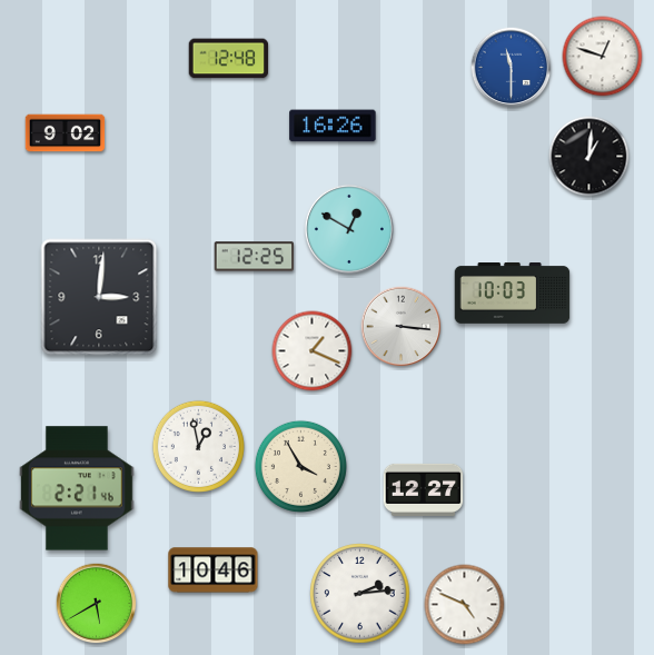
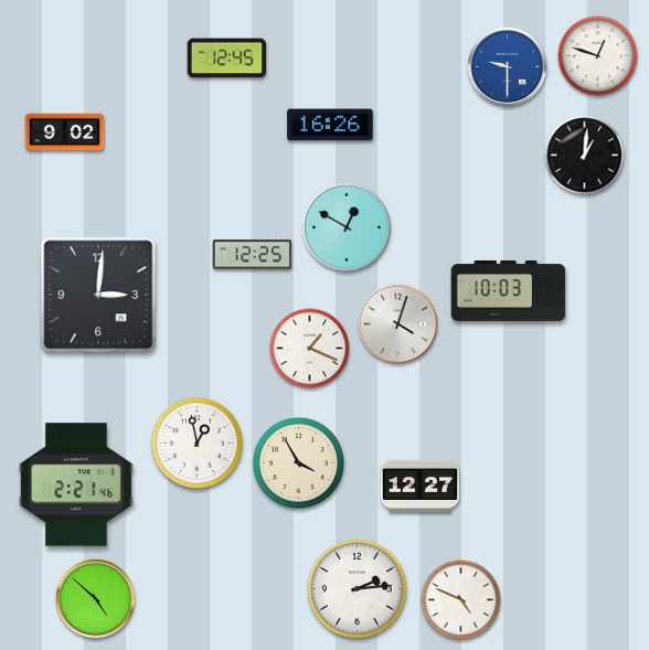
clock at (229, 59): 12:48 -> 12:45
clock at (512, 68): 11:30 -> 9:30
clock at (402, 327): 3:16 -> 4:03
clock at (214, 570): 10:46 -> none
clock at (97, 604): 5:40 -> 4:52
